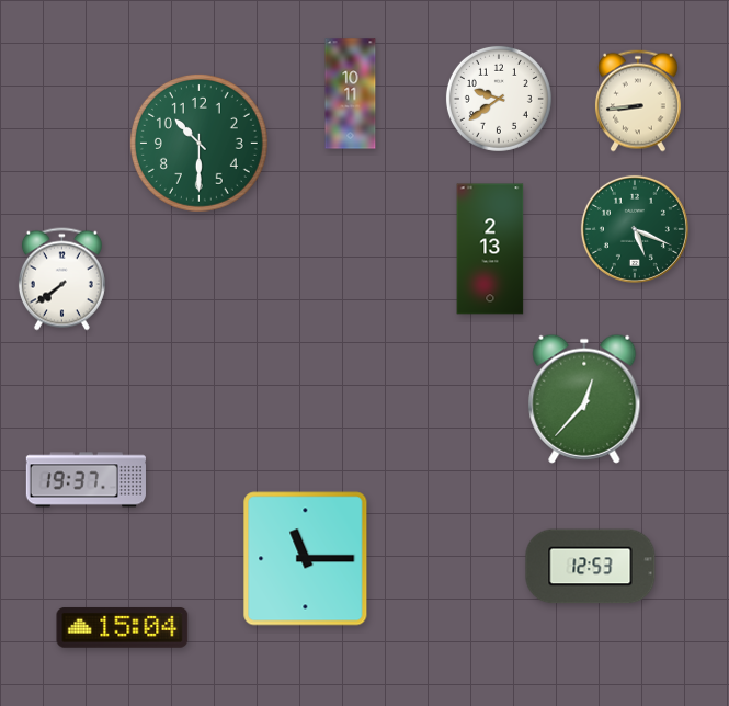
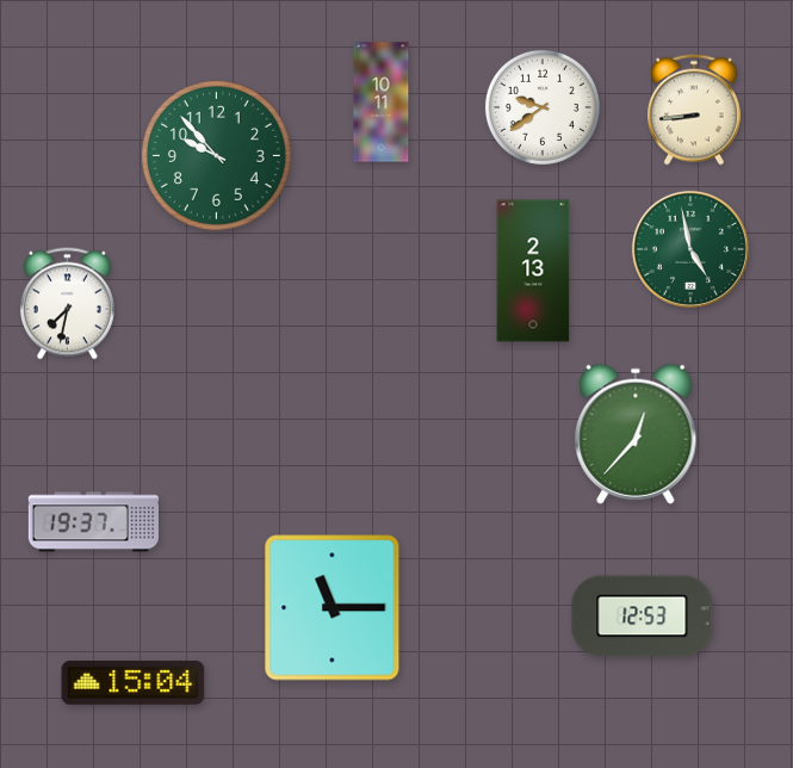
clock at (198, 143): 10:30 -> 9:53
clock at (635, 229): 5:19 -> 4:58
clock at (61, 280): 7:39 -> 7:32
